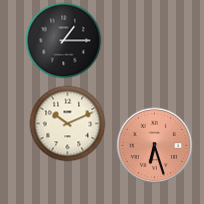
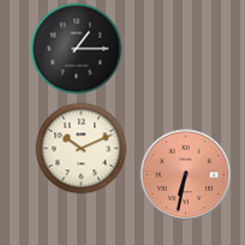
clock at (155, 146): 6:27 -> 6:32
